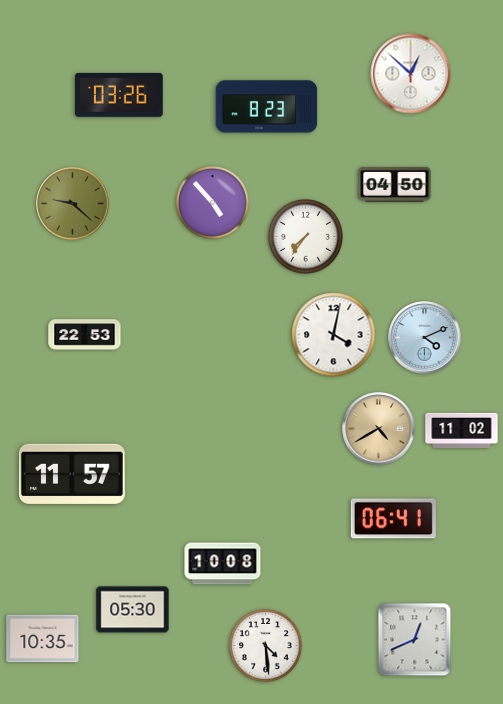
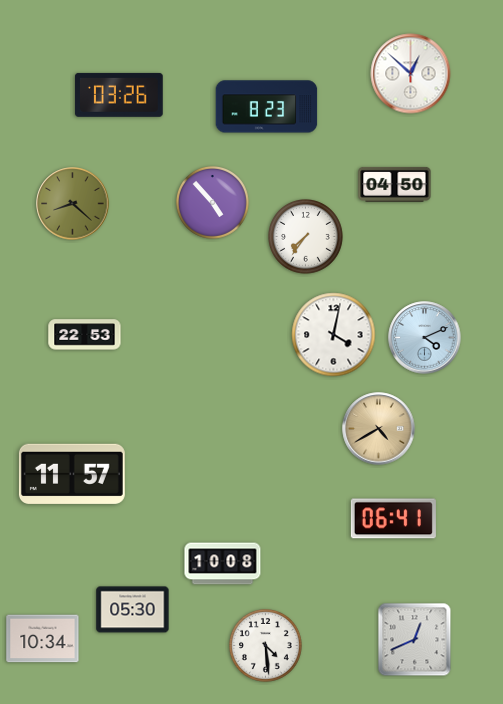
clock at (73, 204): 9:22 -> 8:22
clock at (462, 430): 11:02 -> none
clock at (43, 639): 10:35 -> 10:34
